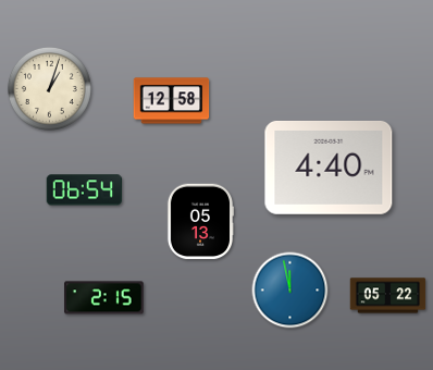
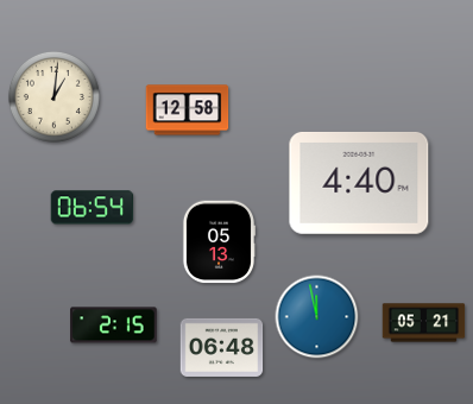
clock at (49, 88): 1:03 -> 1:01
clock at (388, 296): 05:22 -> 05:21
clock at (222, 347): none -> 06:48
